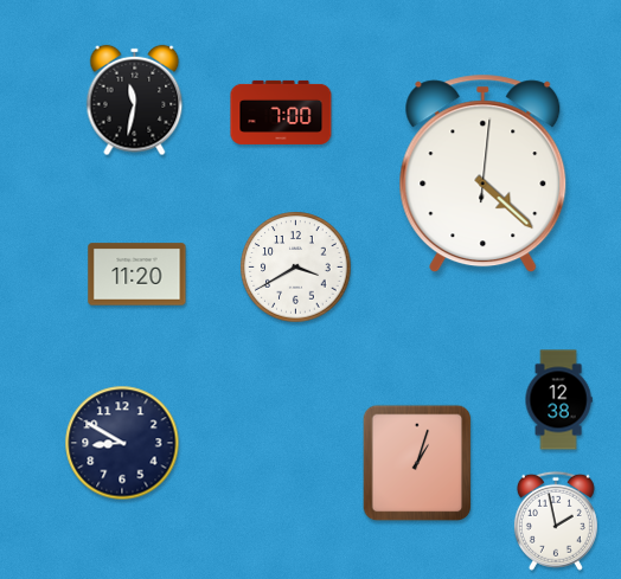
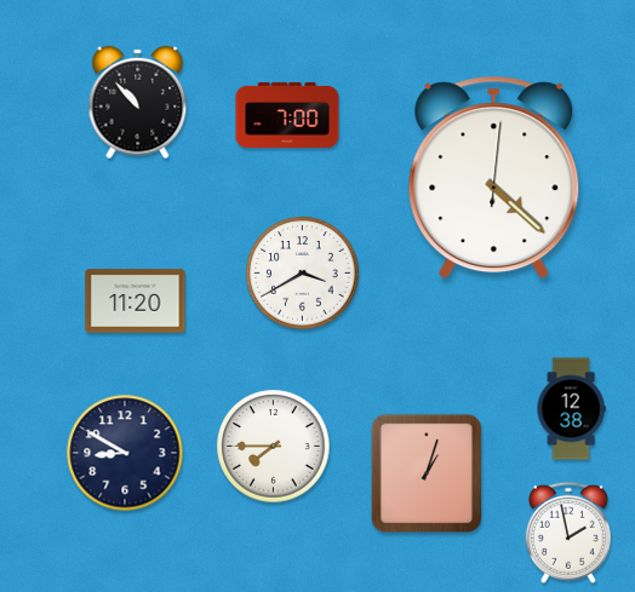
clock at (135, 101): 11:32 -> 10:53
clock at (137, 275) position: (137, 275) -> (136, 301)
clock at (274, 447): none -> 7:45
